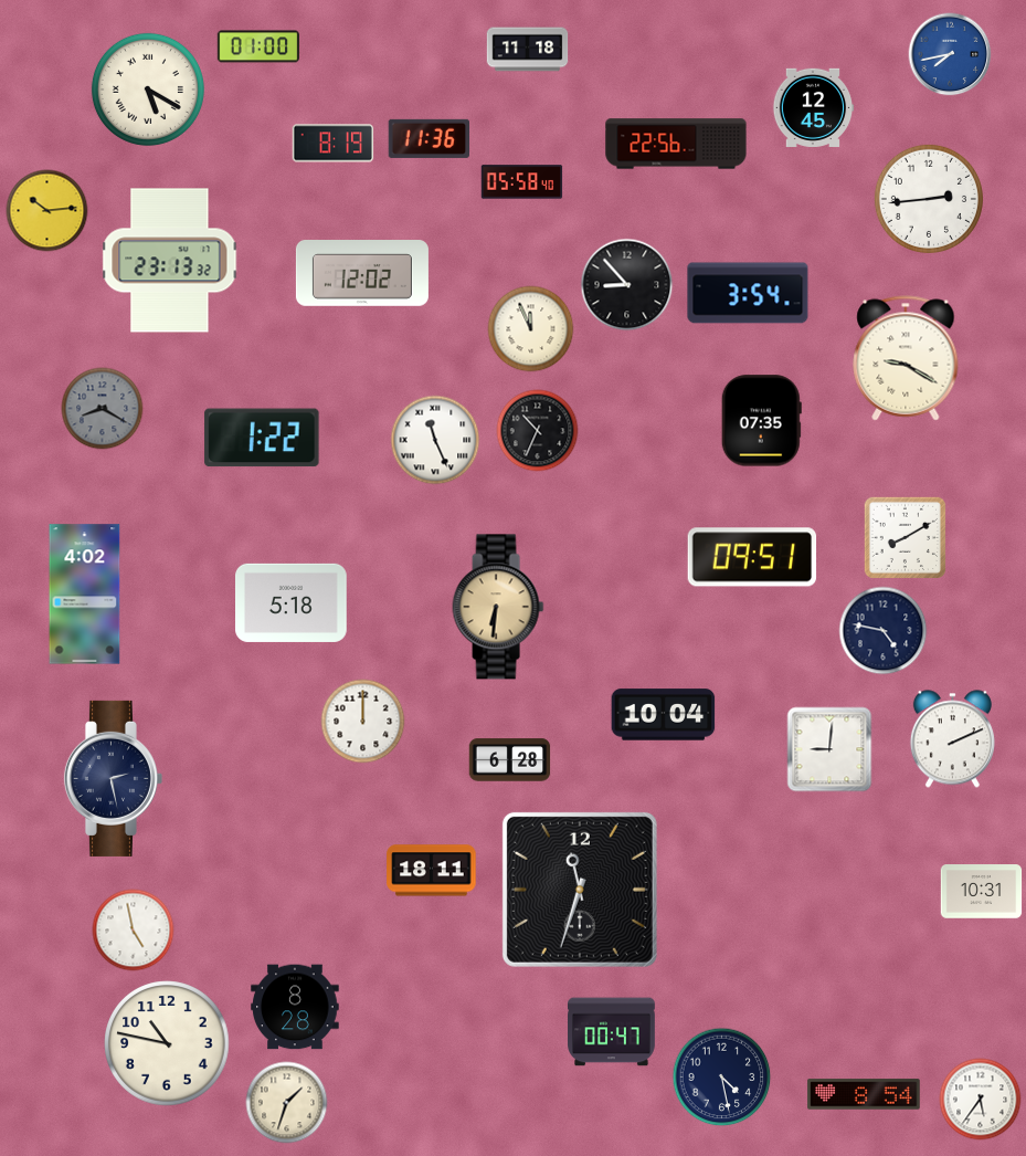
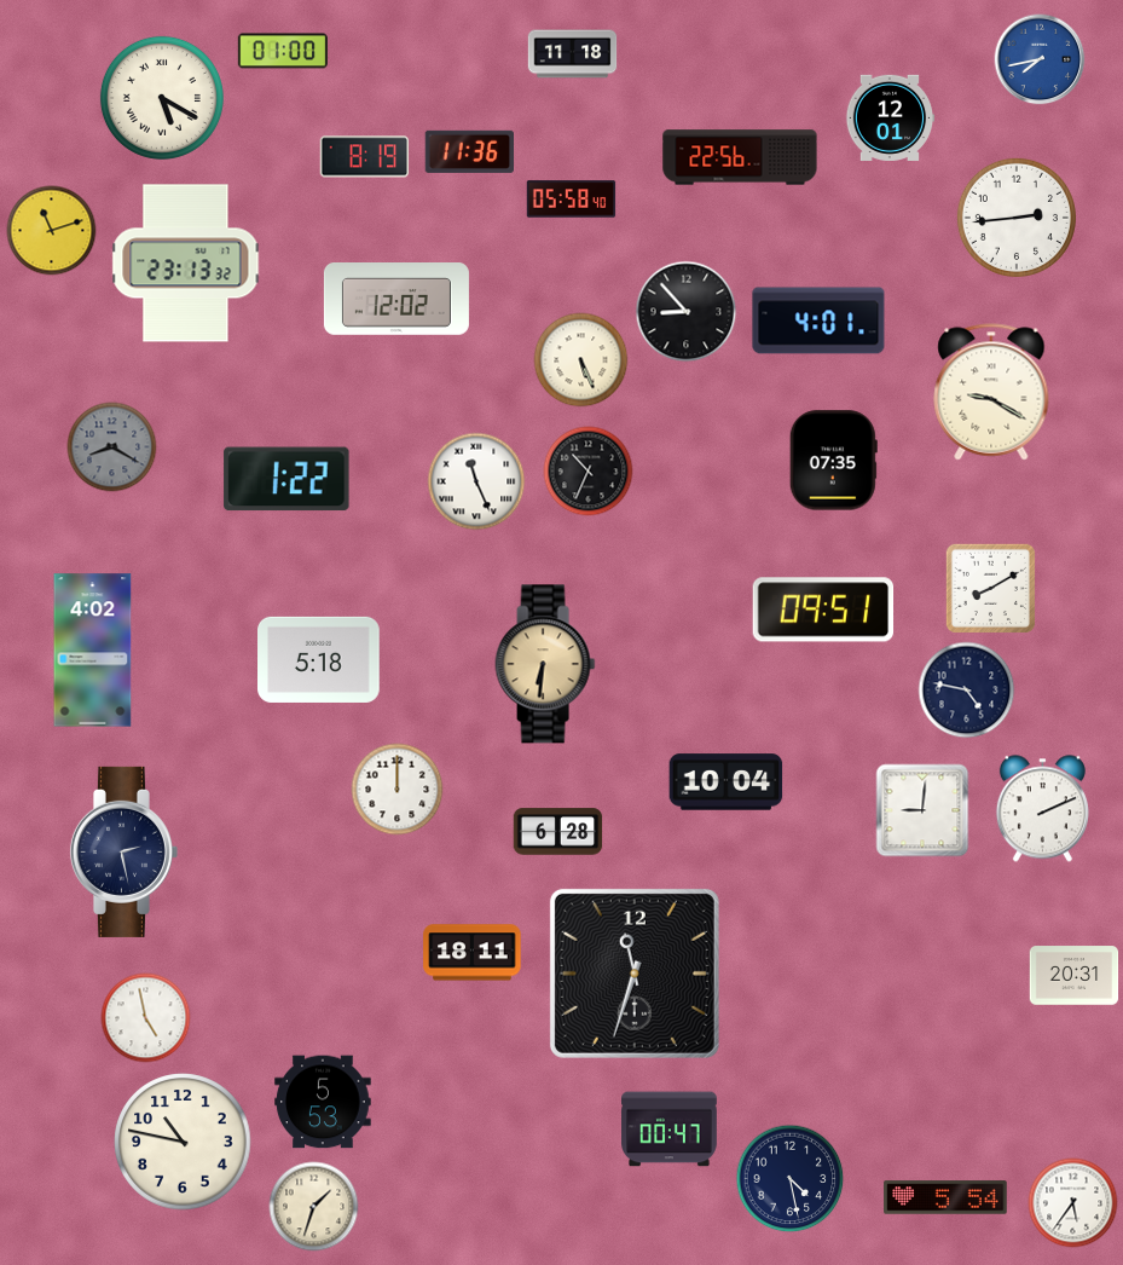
clock at (528, 50) position: (528, 50) -> (573, 54)
clock at (813, 107): 12:45 -> 12:01
clock at (47, 211): 10:14 -> 11:12
clock at (170, 261) position: (170, 261) -> (186, 264)
clock at (748, 293): 3:54 -> 4:01
clock at (531, 329): 11:56 -> 5:26
clock at (829, 749) position: (829, 749) -> (922, 810)
clock at (982, 892): 10:31 -> 20:31
clock at (295, 1007): 8:28 -> 5:53
clock at (864, 1094): 8:54 -> 5:54
